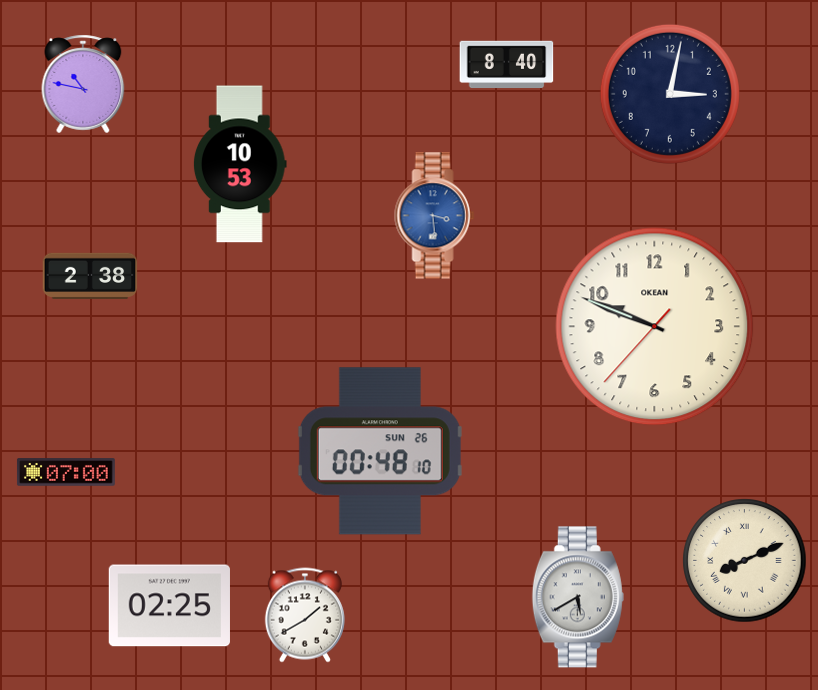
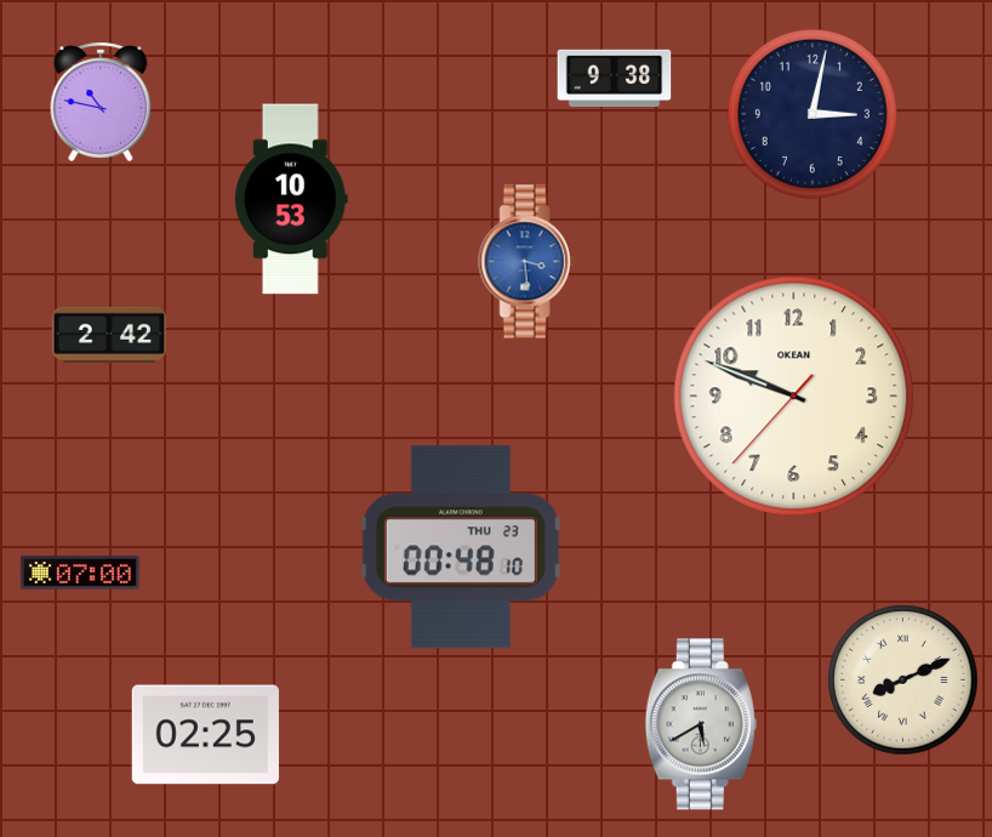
clock at (507, 65): 8:40 -> 9:38
clock at (90, 275): 2:38 -> 2:42
clock at (380, 451) date: SUN 26 -> THU 23
clock at (305, 615): 1:40 -> none
